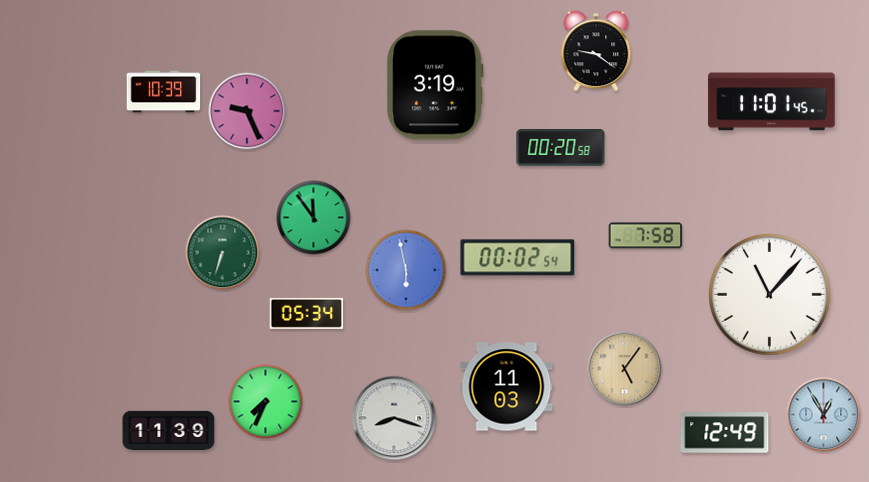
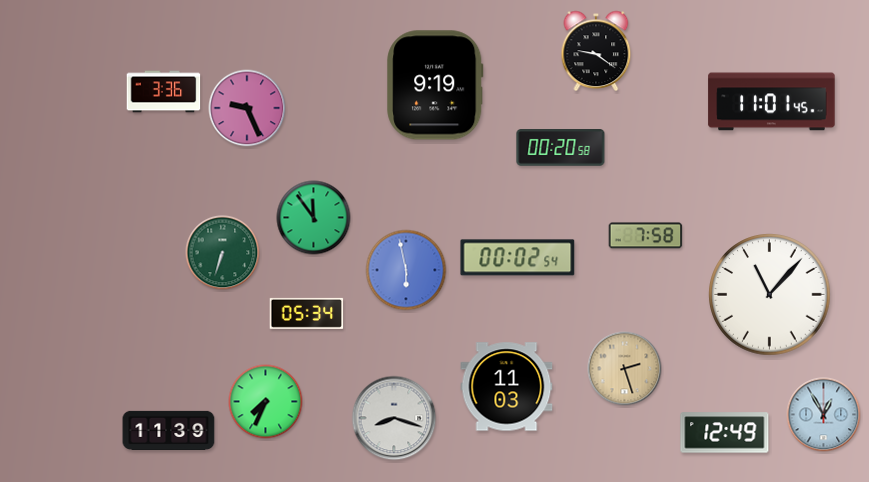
clock at (435, 85): 3:19 -> 9:19
clock at (164, 92): 10:39 -> 3:36
clock at (247, 111) position: (247, 111) -> (247, 108)
clock at (625, 369): 5:06 -> 2:27
